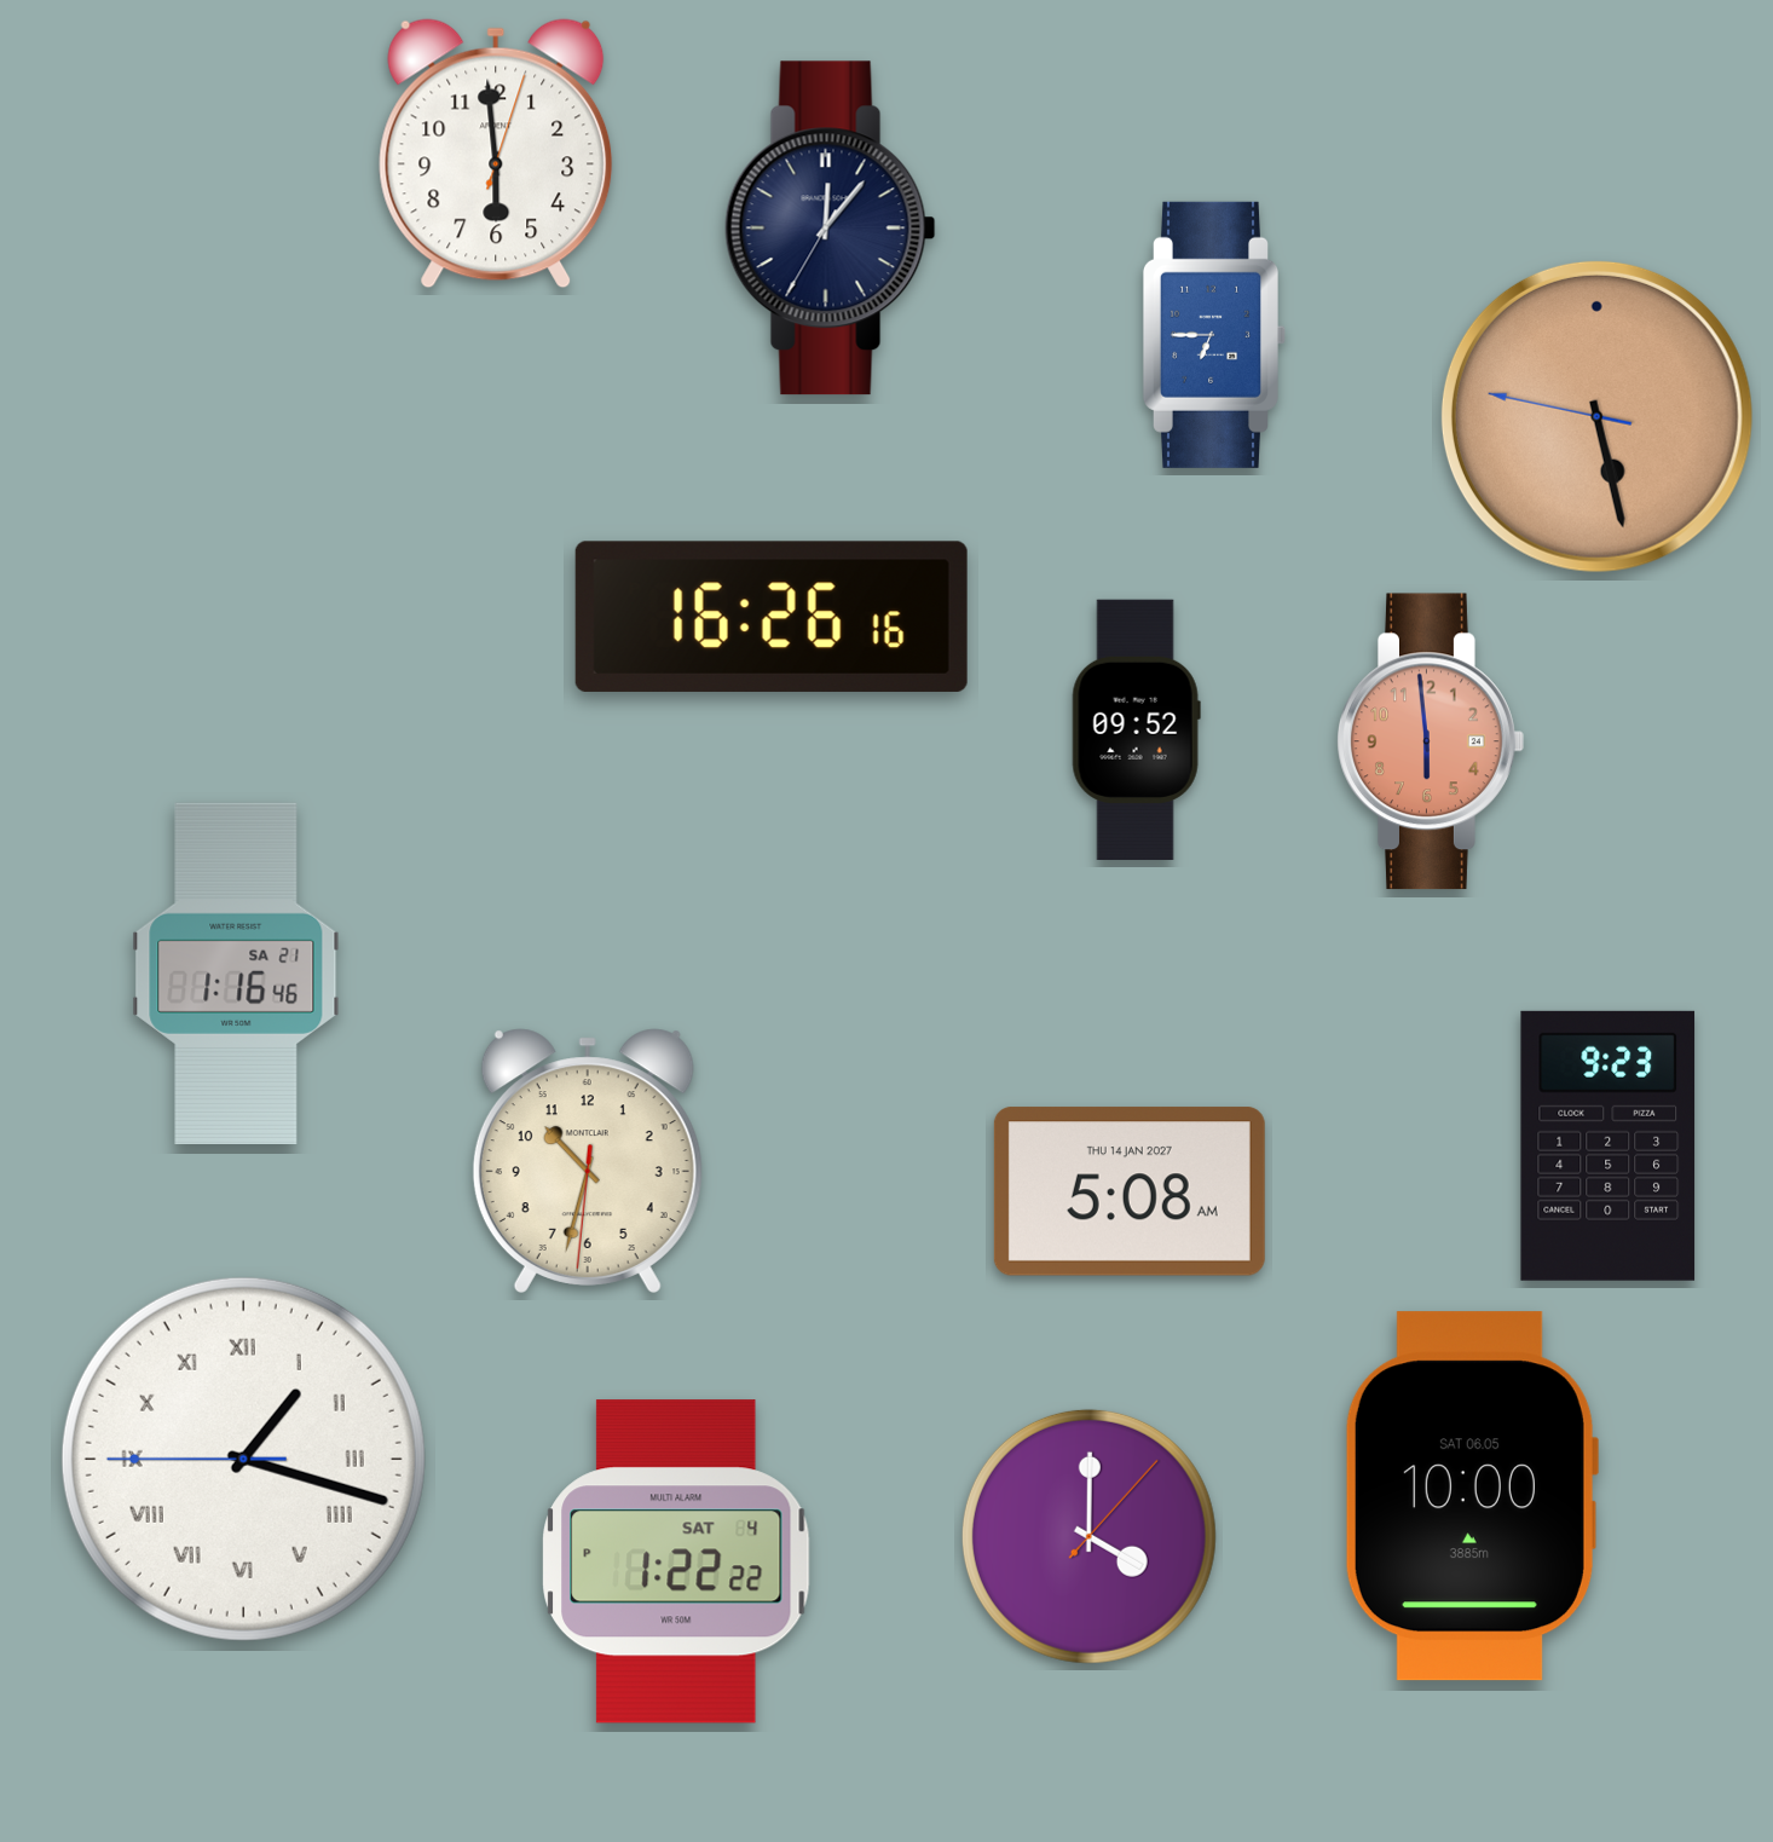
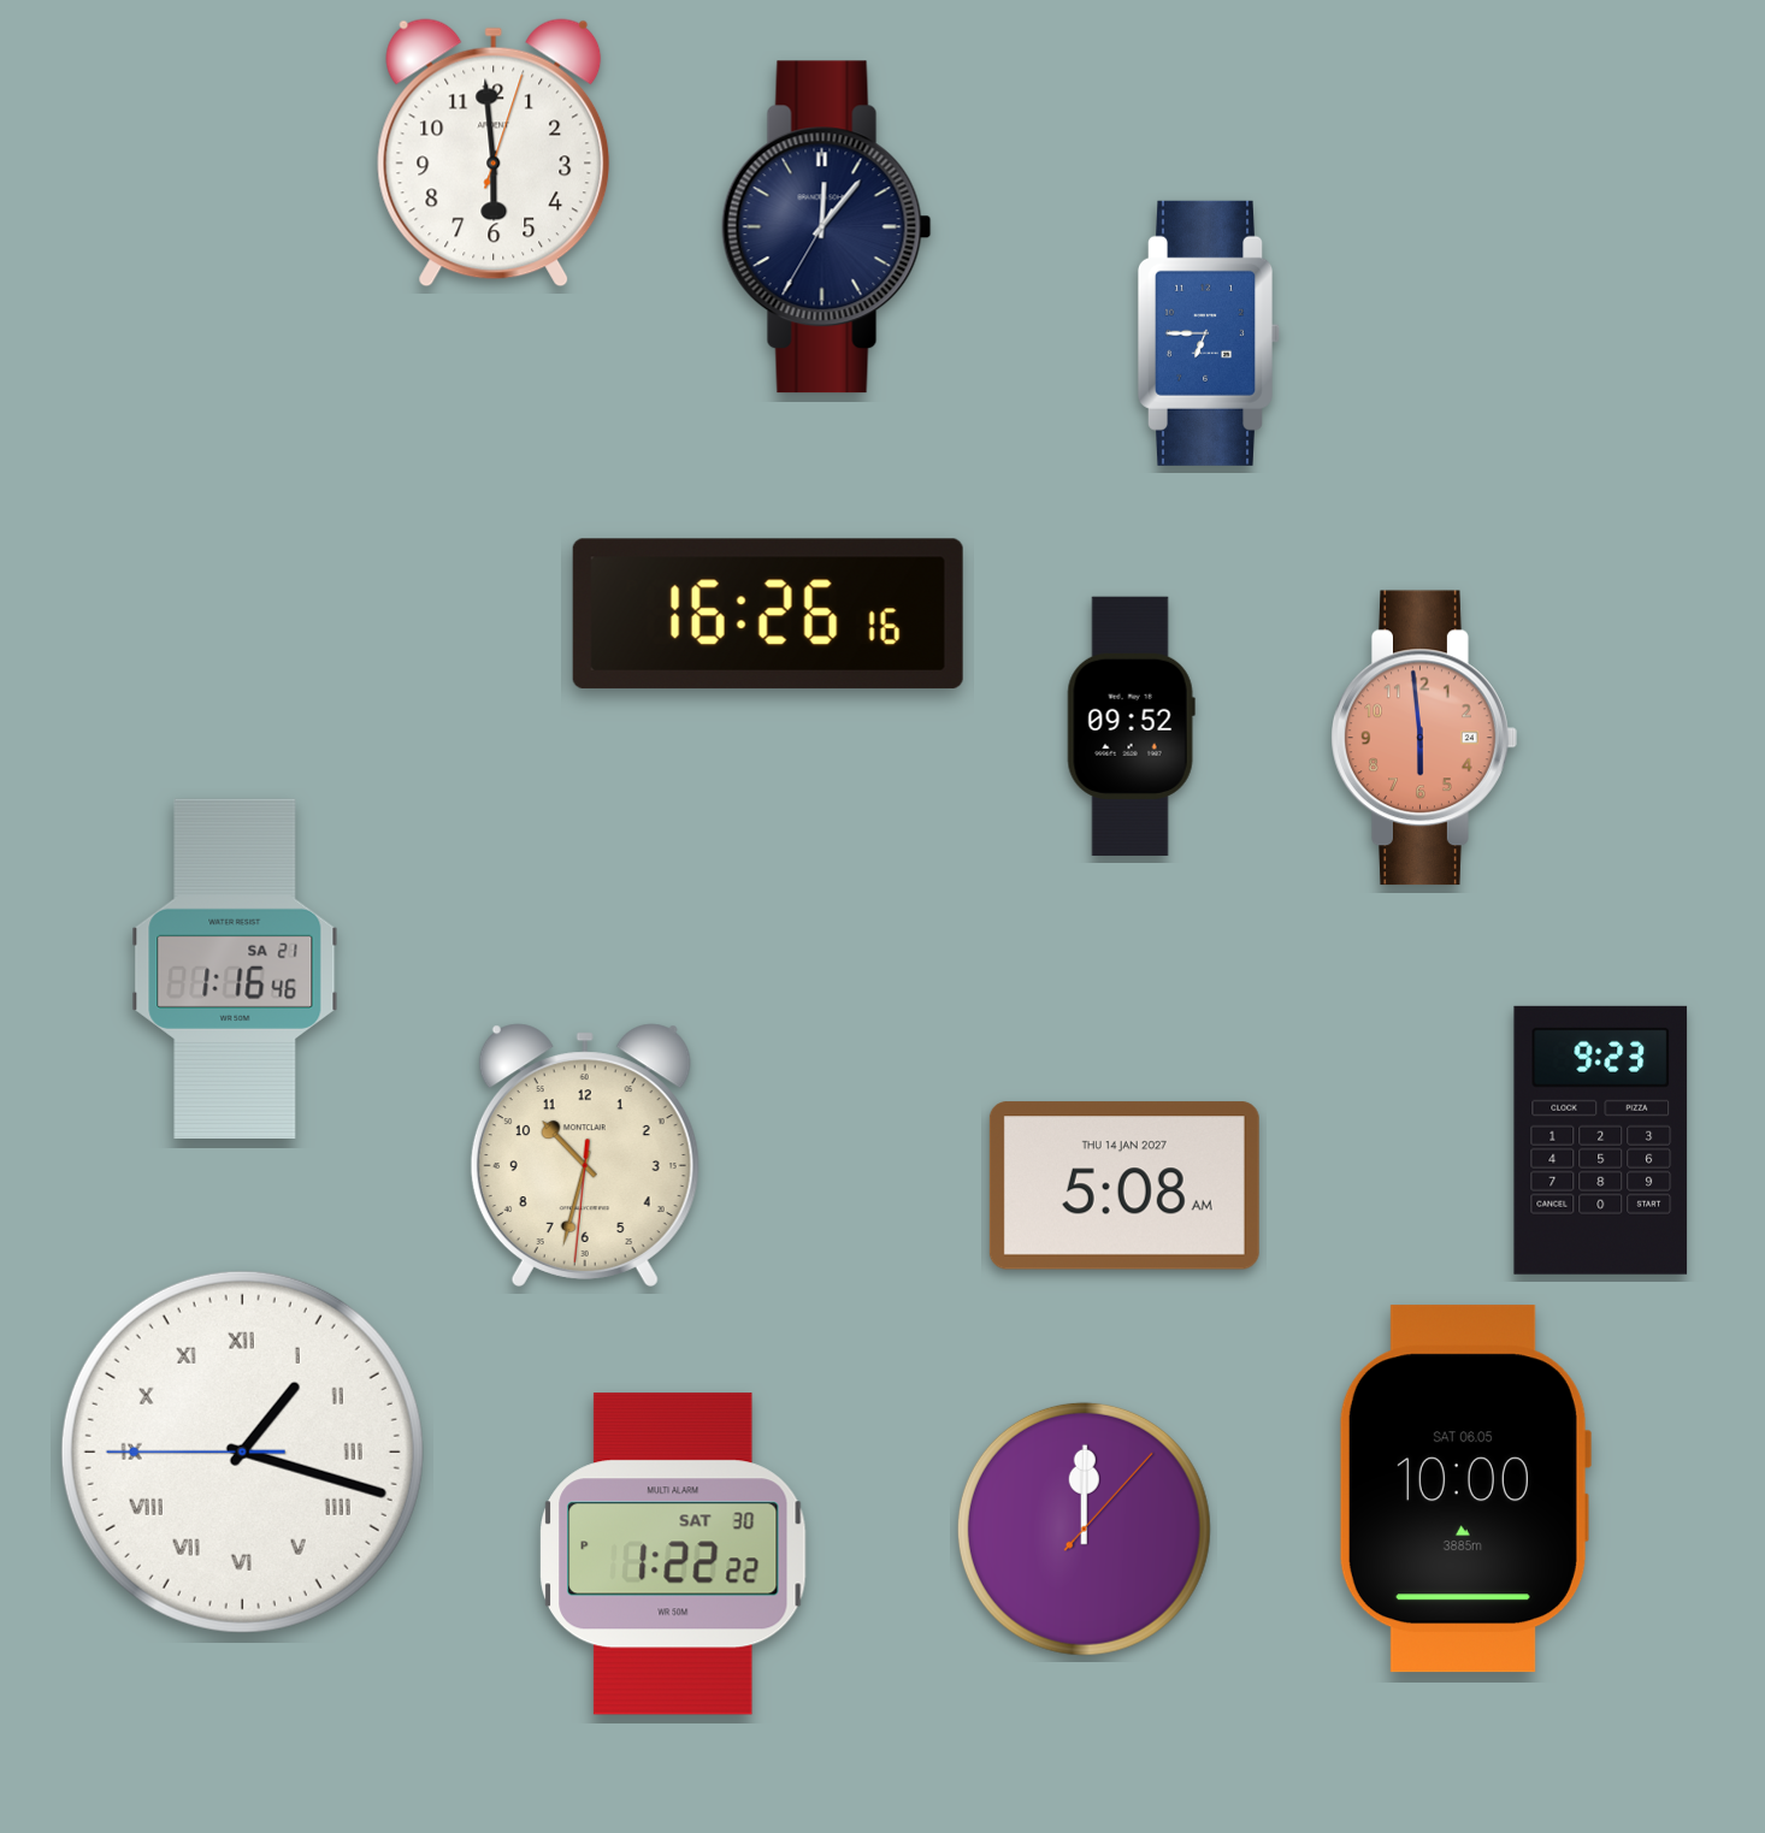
clock at (1596, 416): 5:27 -> none
clock at (1088, 1536): 4:00 -> 12:00
clock at (676, 1561) date: SAT 4 -> SAT 30
